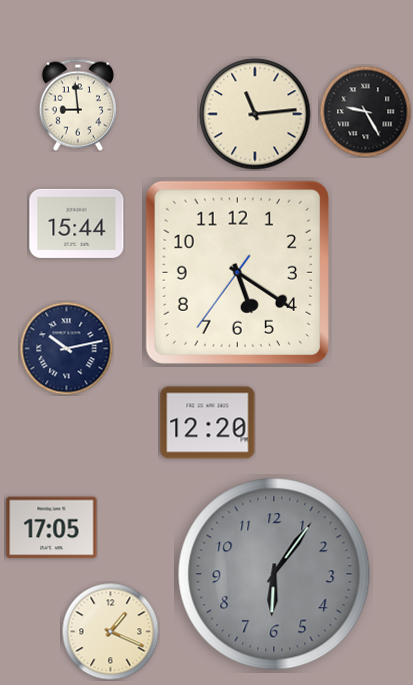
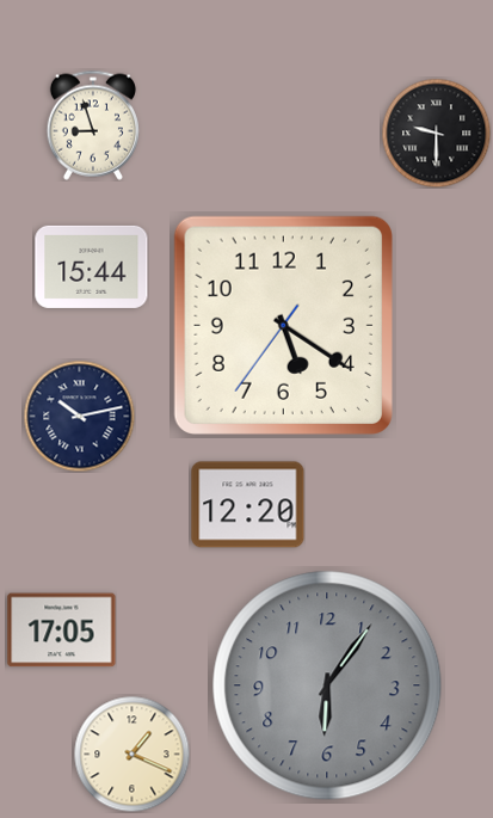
clock at (78, 105): 8:59 -> 8:57
clock at (365, 111): 9:25 -> 9:30
clock at (255, 114): 11:14 -> none
